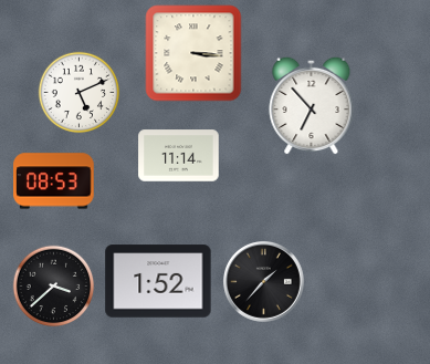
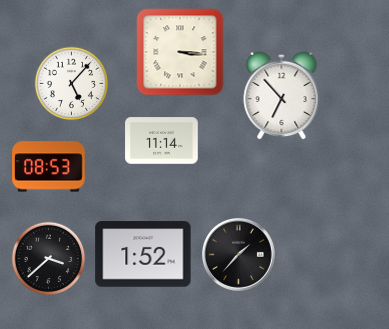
clock at (193, 53) position: (193, 53) -> (180, 52)
clock at (80, 93): 5:11 -> 5:07
clock at (54, 181) position: (54, 181) -> (49, 167)
